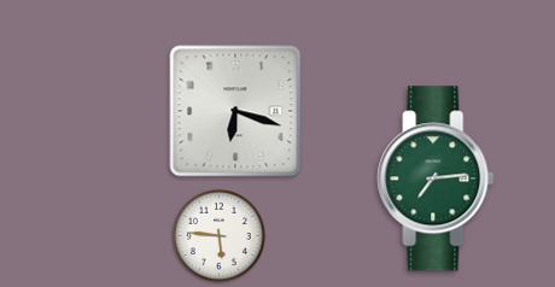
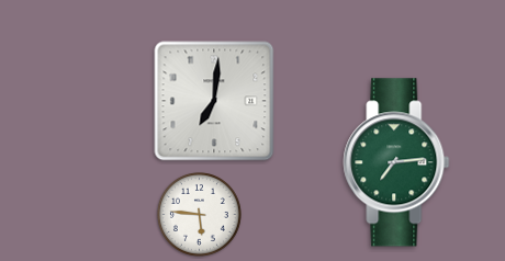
clock at (235, 111): 6:18 -> 7:01
